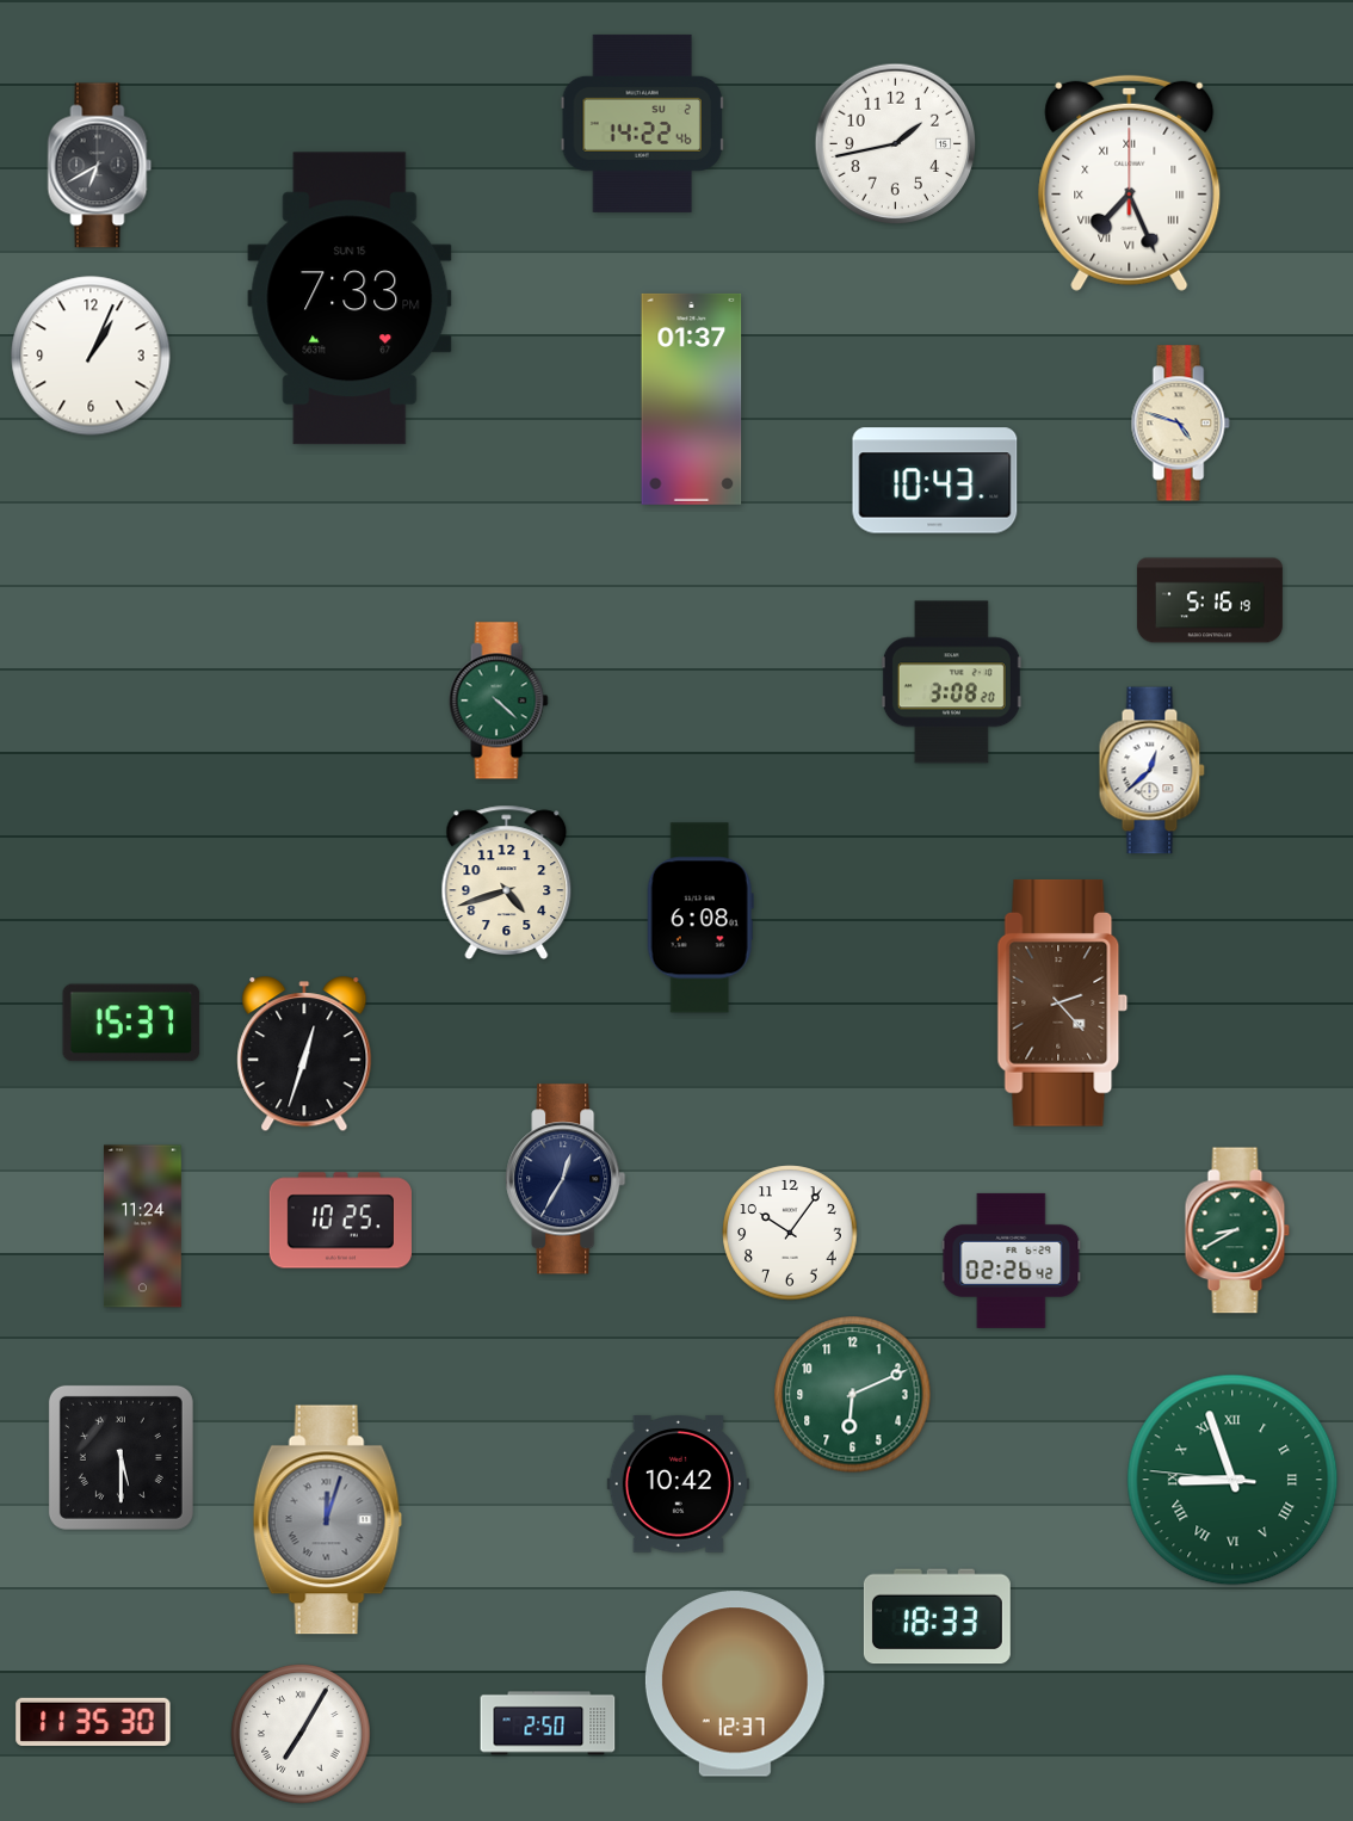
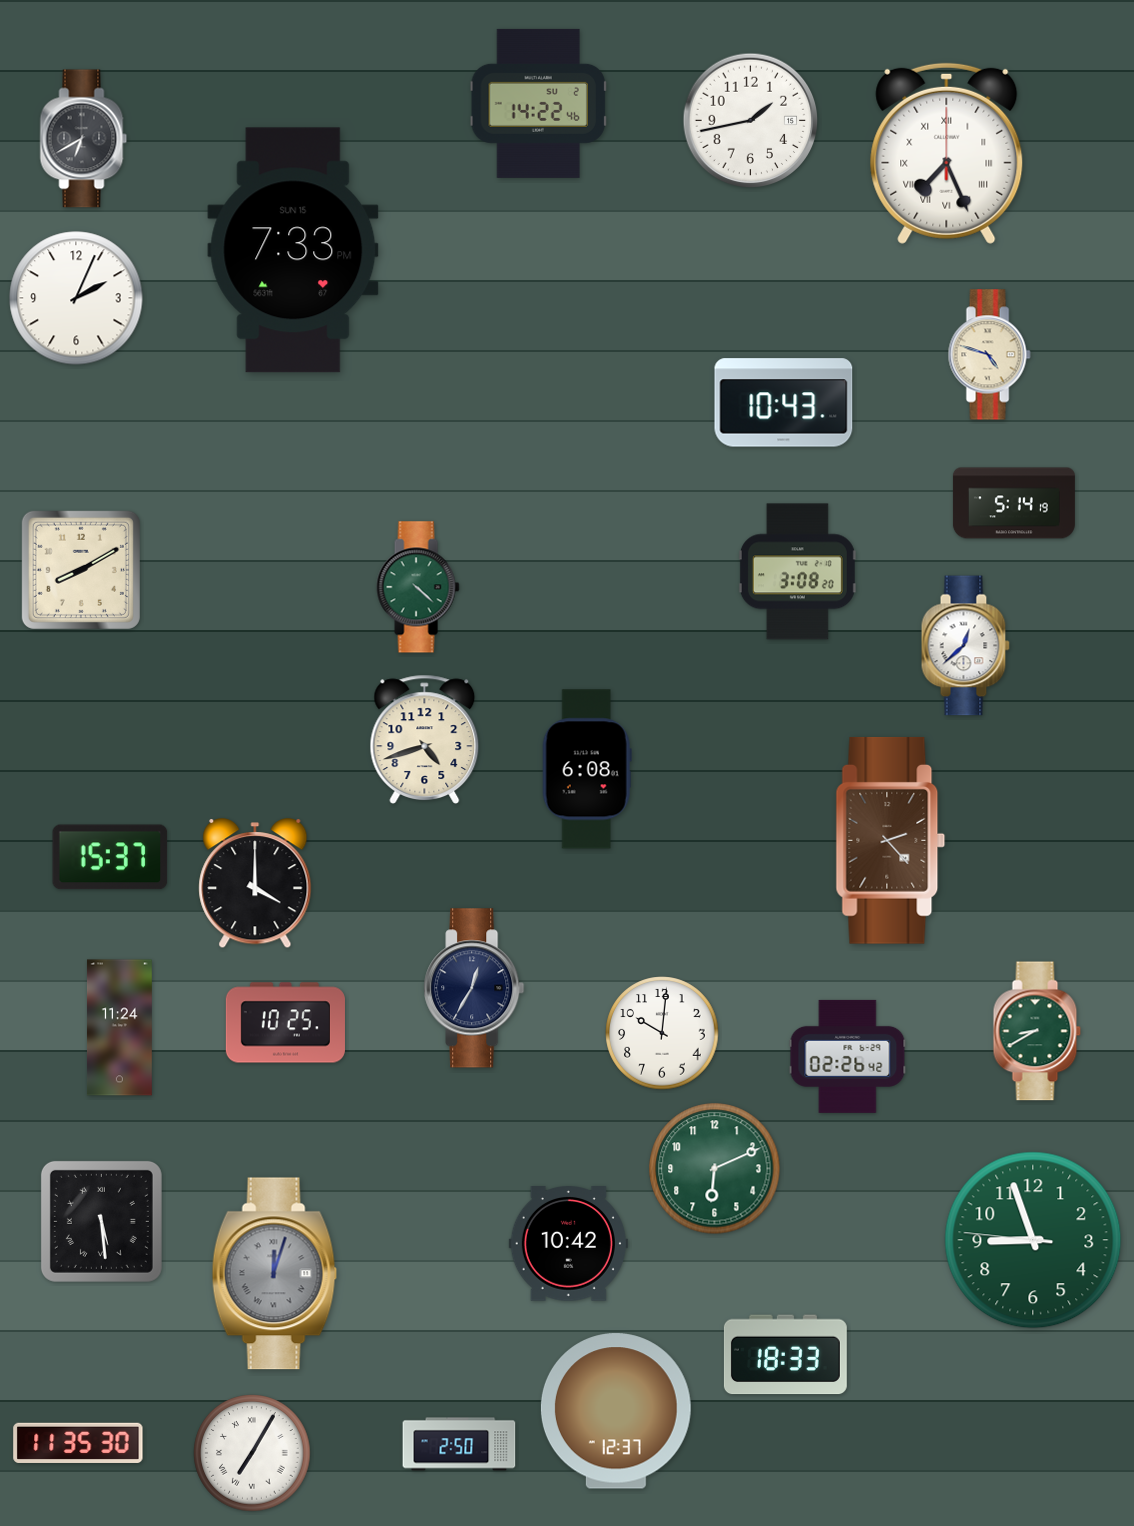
clock at (91, 356): 1:04 -> 2:04
clock at (692, 399): 01:37 -> none
clock at (1210, 600): 5:16 -> 5:14
clock at (81, 570): none -> 8:10
clock at (304, 1055): 12:33 -> 4:00
clock at (790, 1233): 10:06 -> 10:01
clock at (121, 1457): 5:30 -> 5:29
clock at (1232, 1480) numerals: Roman -> Arabic
